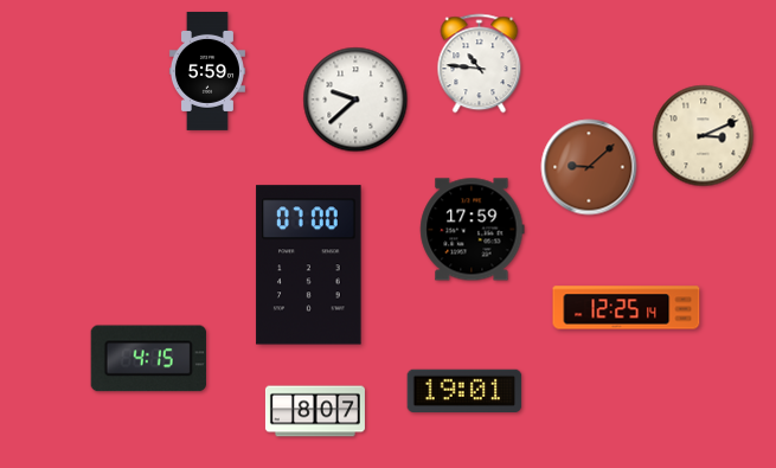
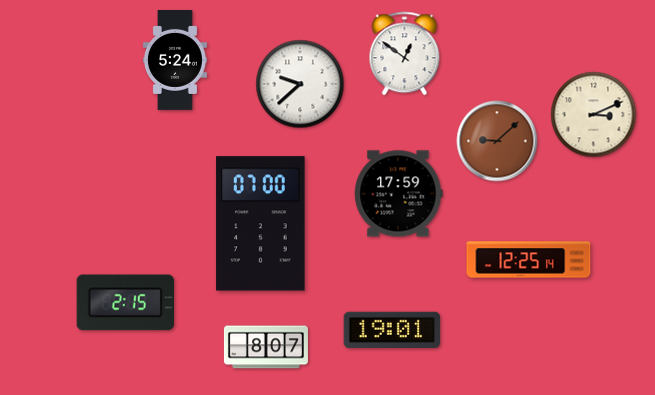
clock at (480, 64): 10:46 -> 12:51
clock at (207, 71): 5:59 -> 5:24
clock at (148, 359): 4:15 -> 2:15
